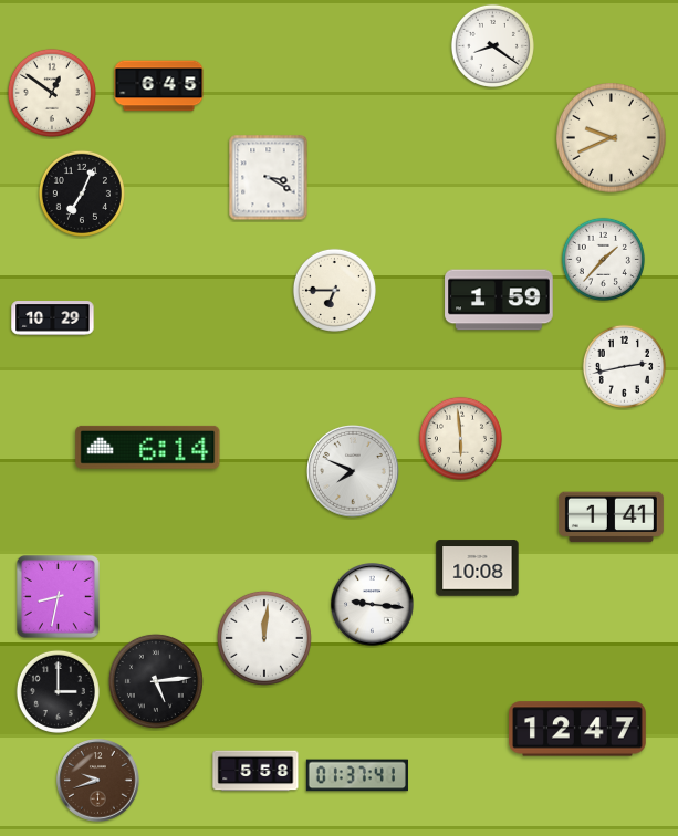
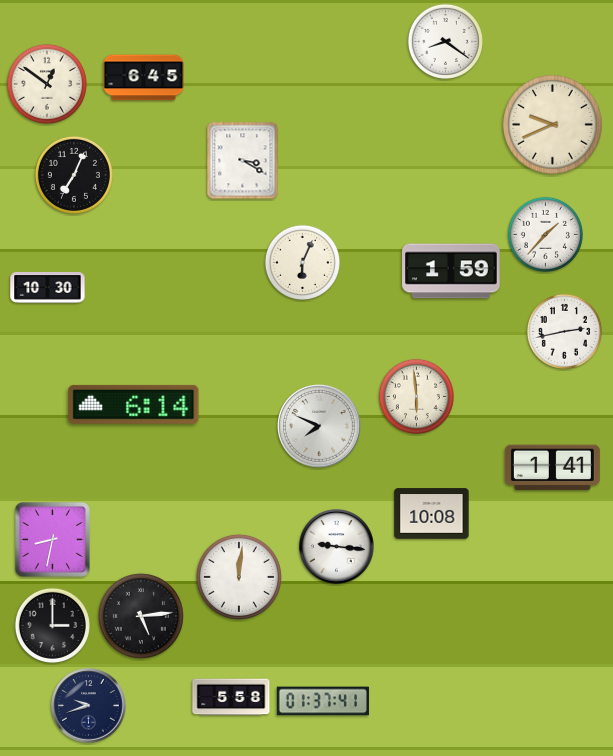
clock at (334, 290): 6:45 -> 6:04
clock at (53, 318): 10:29 -> 10:30
clock at (577, 729): 12:47 -> none
clock at (98, 781) dial: brown -> navy
